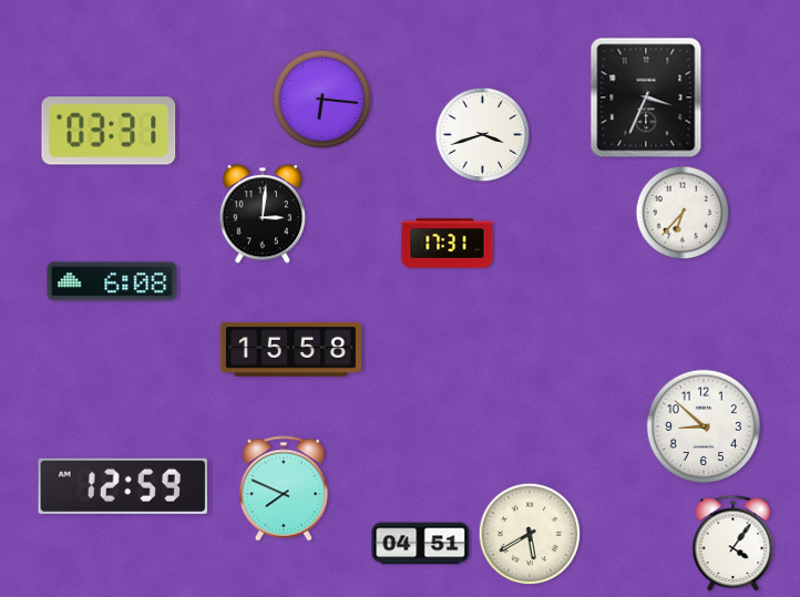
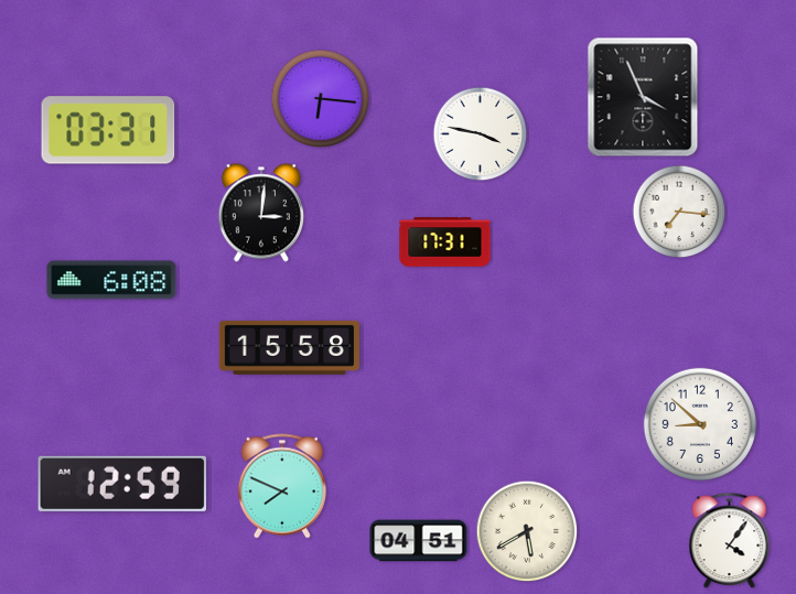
clock at (646, 97): 3:34 -> 3:56
clock at (483, 135): 3:42 -> 3:47
clock at (683, 213): 6:37 -> 7:16
